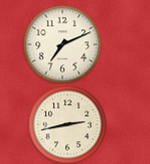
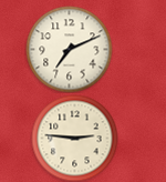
clock at (67, 124): 2:43 -> 2:46
